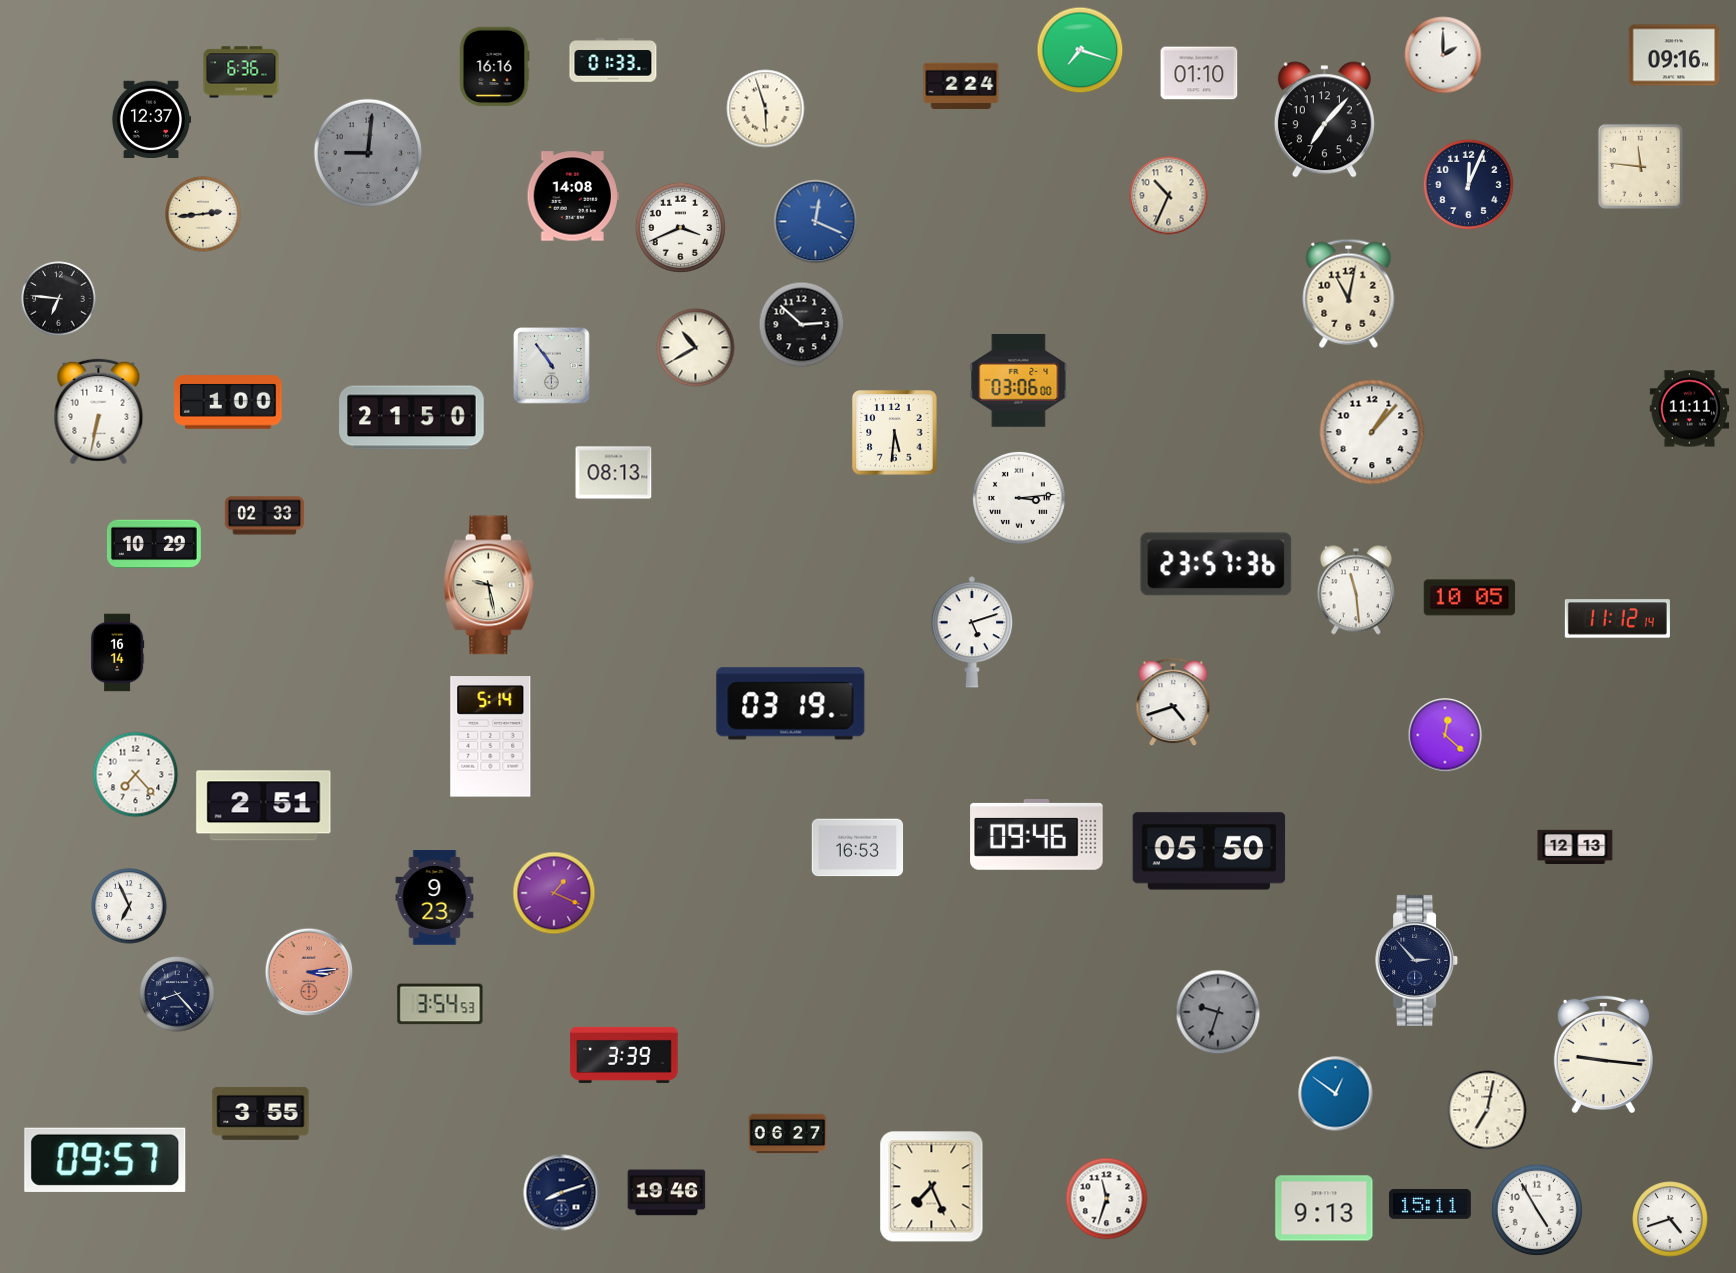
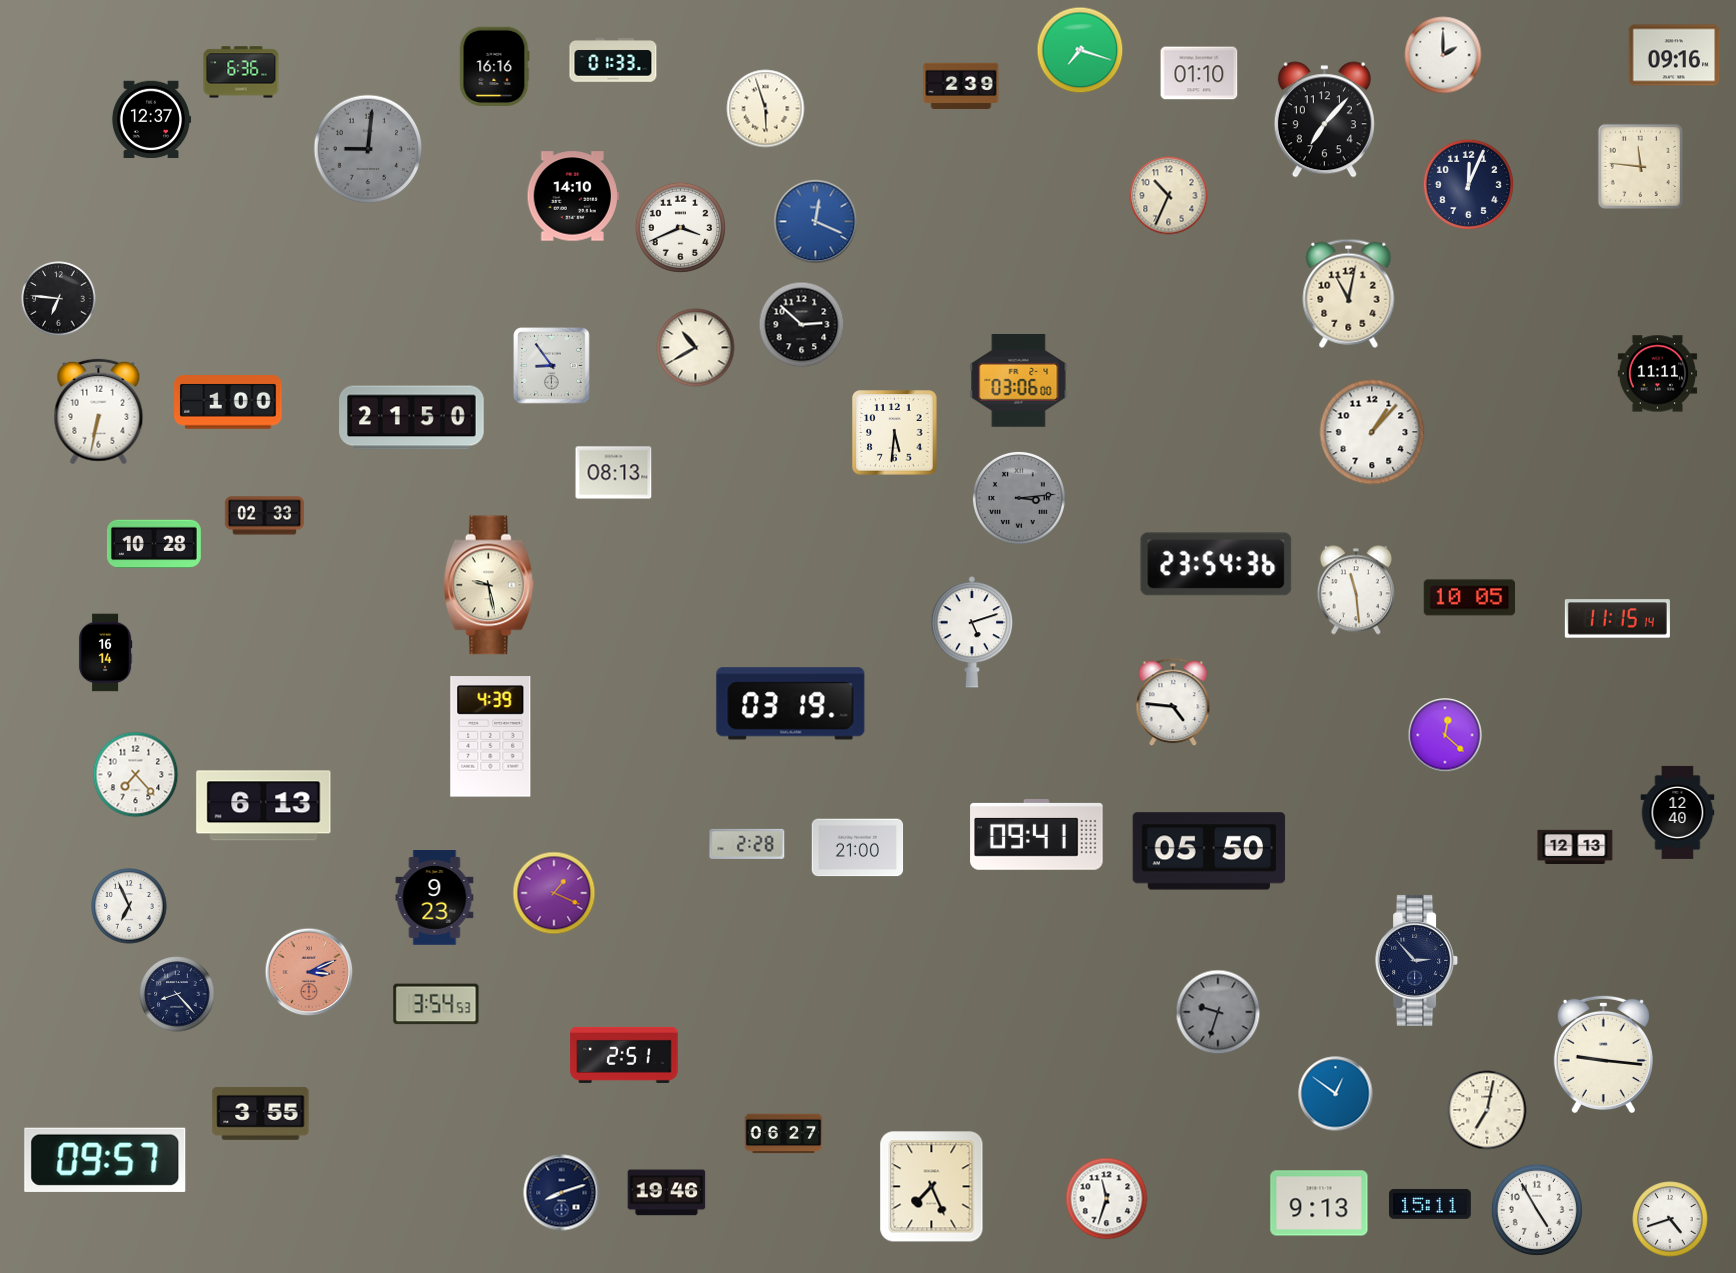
clock at (961, 85): 2:24 -> 2:39
clock at (368, 153) position: (368, 153) -> (368, 149)
clock at (573, 196): 14:08 -> 14:10
clock at (203, 214): 2:44 -> none
clock at (552, 366): 10:54 -> 8:54
clock at (1690, 409) position: (1690, 409) -> (1658, 374)
clock at (1019, 498) dial: white -> grey
clock at (155, 544): 10:29 -> 10:28
clock at (1216, 564): 23:57 -> 23:54
clock at (1617, 619): 11:12 -> 11:15
clock at (117, 653) position: (117, 653) -> (105, 653)
clock at (1173, 703): 4:42 -> 4:46
clock at (491, 737): 5:14 -> 4:39
clock at (264, 806): 2:51 -> 6:13
clock at (1678, 812): none -> 12:40
clock at (1037, 835): 09:46 -> 09:41
clock at (747, 844): none -> 2:28
clock at (858, 848): 16:53 -> 21:00
clock at (309, 972): 3:14 -> 3:11
clock at (440, 1004) position: (440, 1004) -> (436, 1004)
clock at (624, 1055): 3:39 -> 2:51
clock at (788, 1134) position: (788, 1134) -> (784, 1134)
clock at (1324, 1208) position: (1324, 1208) -> (1319, 1203)
